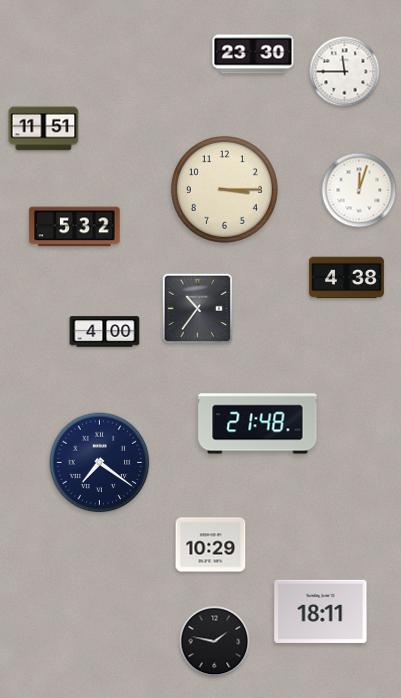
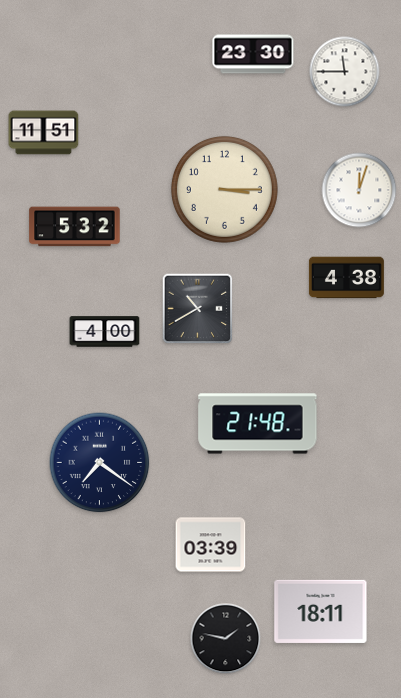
clock at (44, 129) position: (44, 129) -> (44, 133)
clock at (198, 309): 10:36 -> 10:40
clock at (211, 545): 10:29 -> 03:39
clock at (215, 642) position: (215, 642) -> (226, 639)
